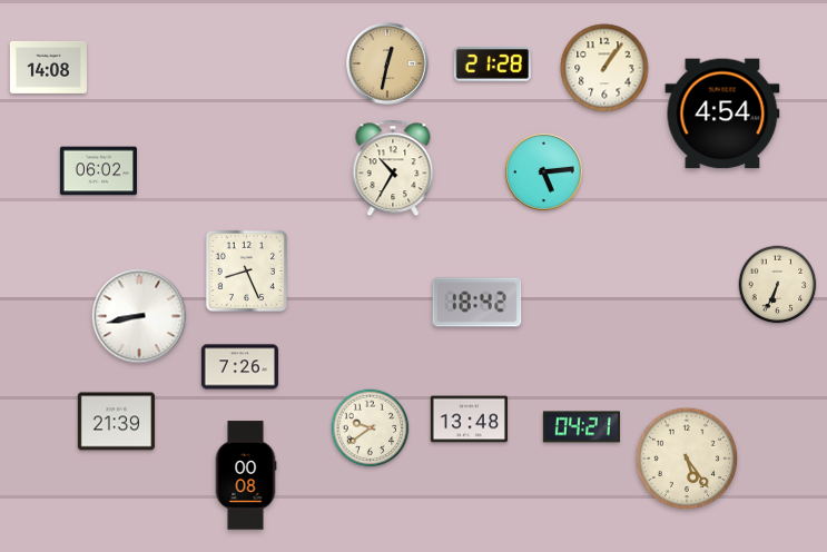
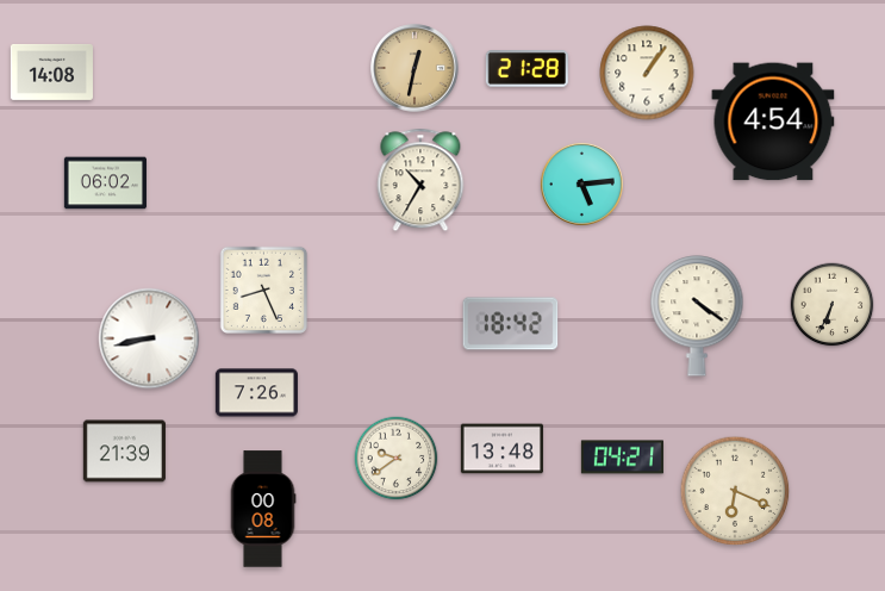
clock at (697, 316): none -> 4:21
clock at (687, 459): 5:24 -> 6:19
